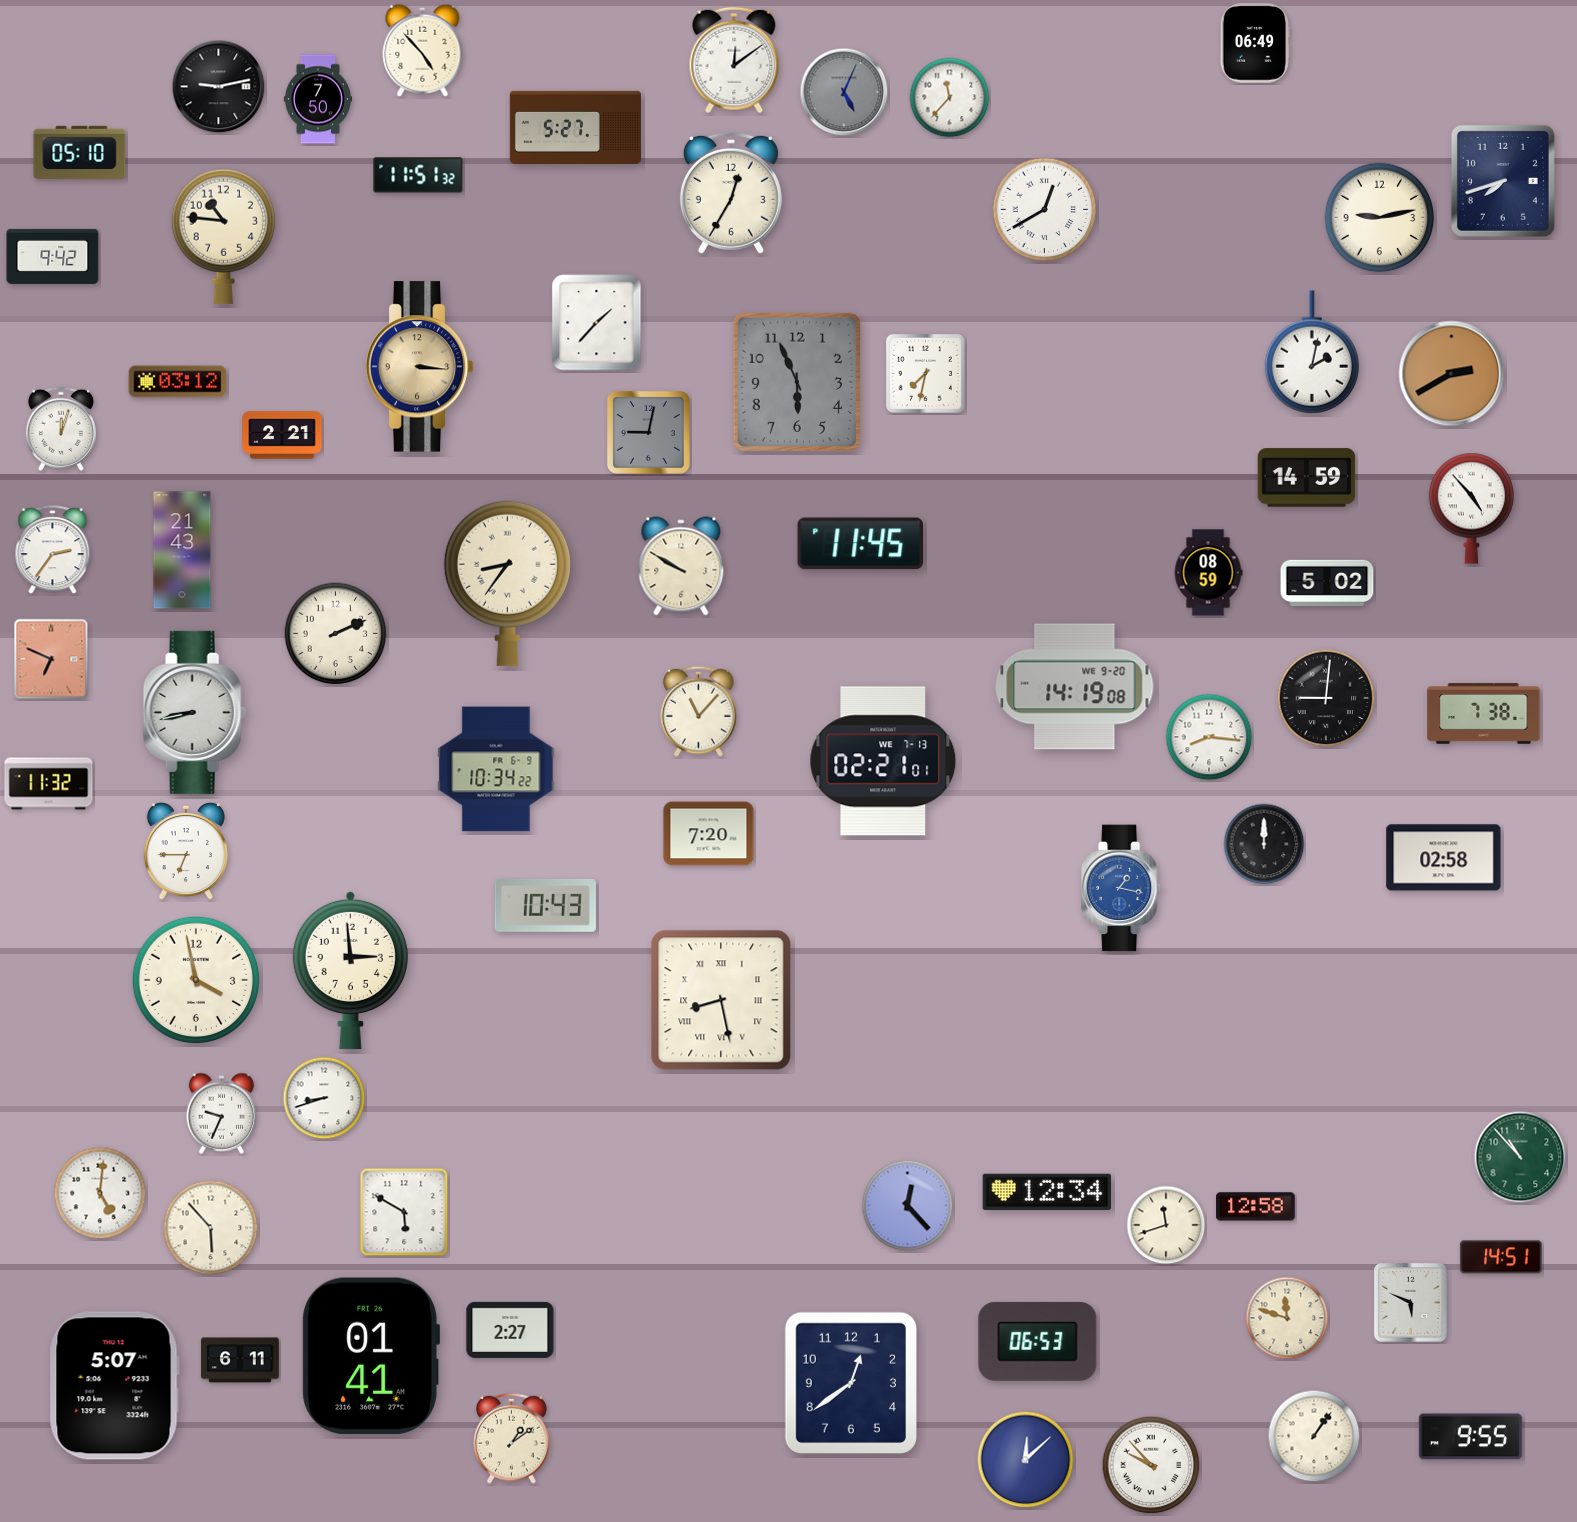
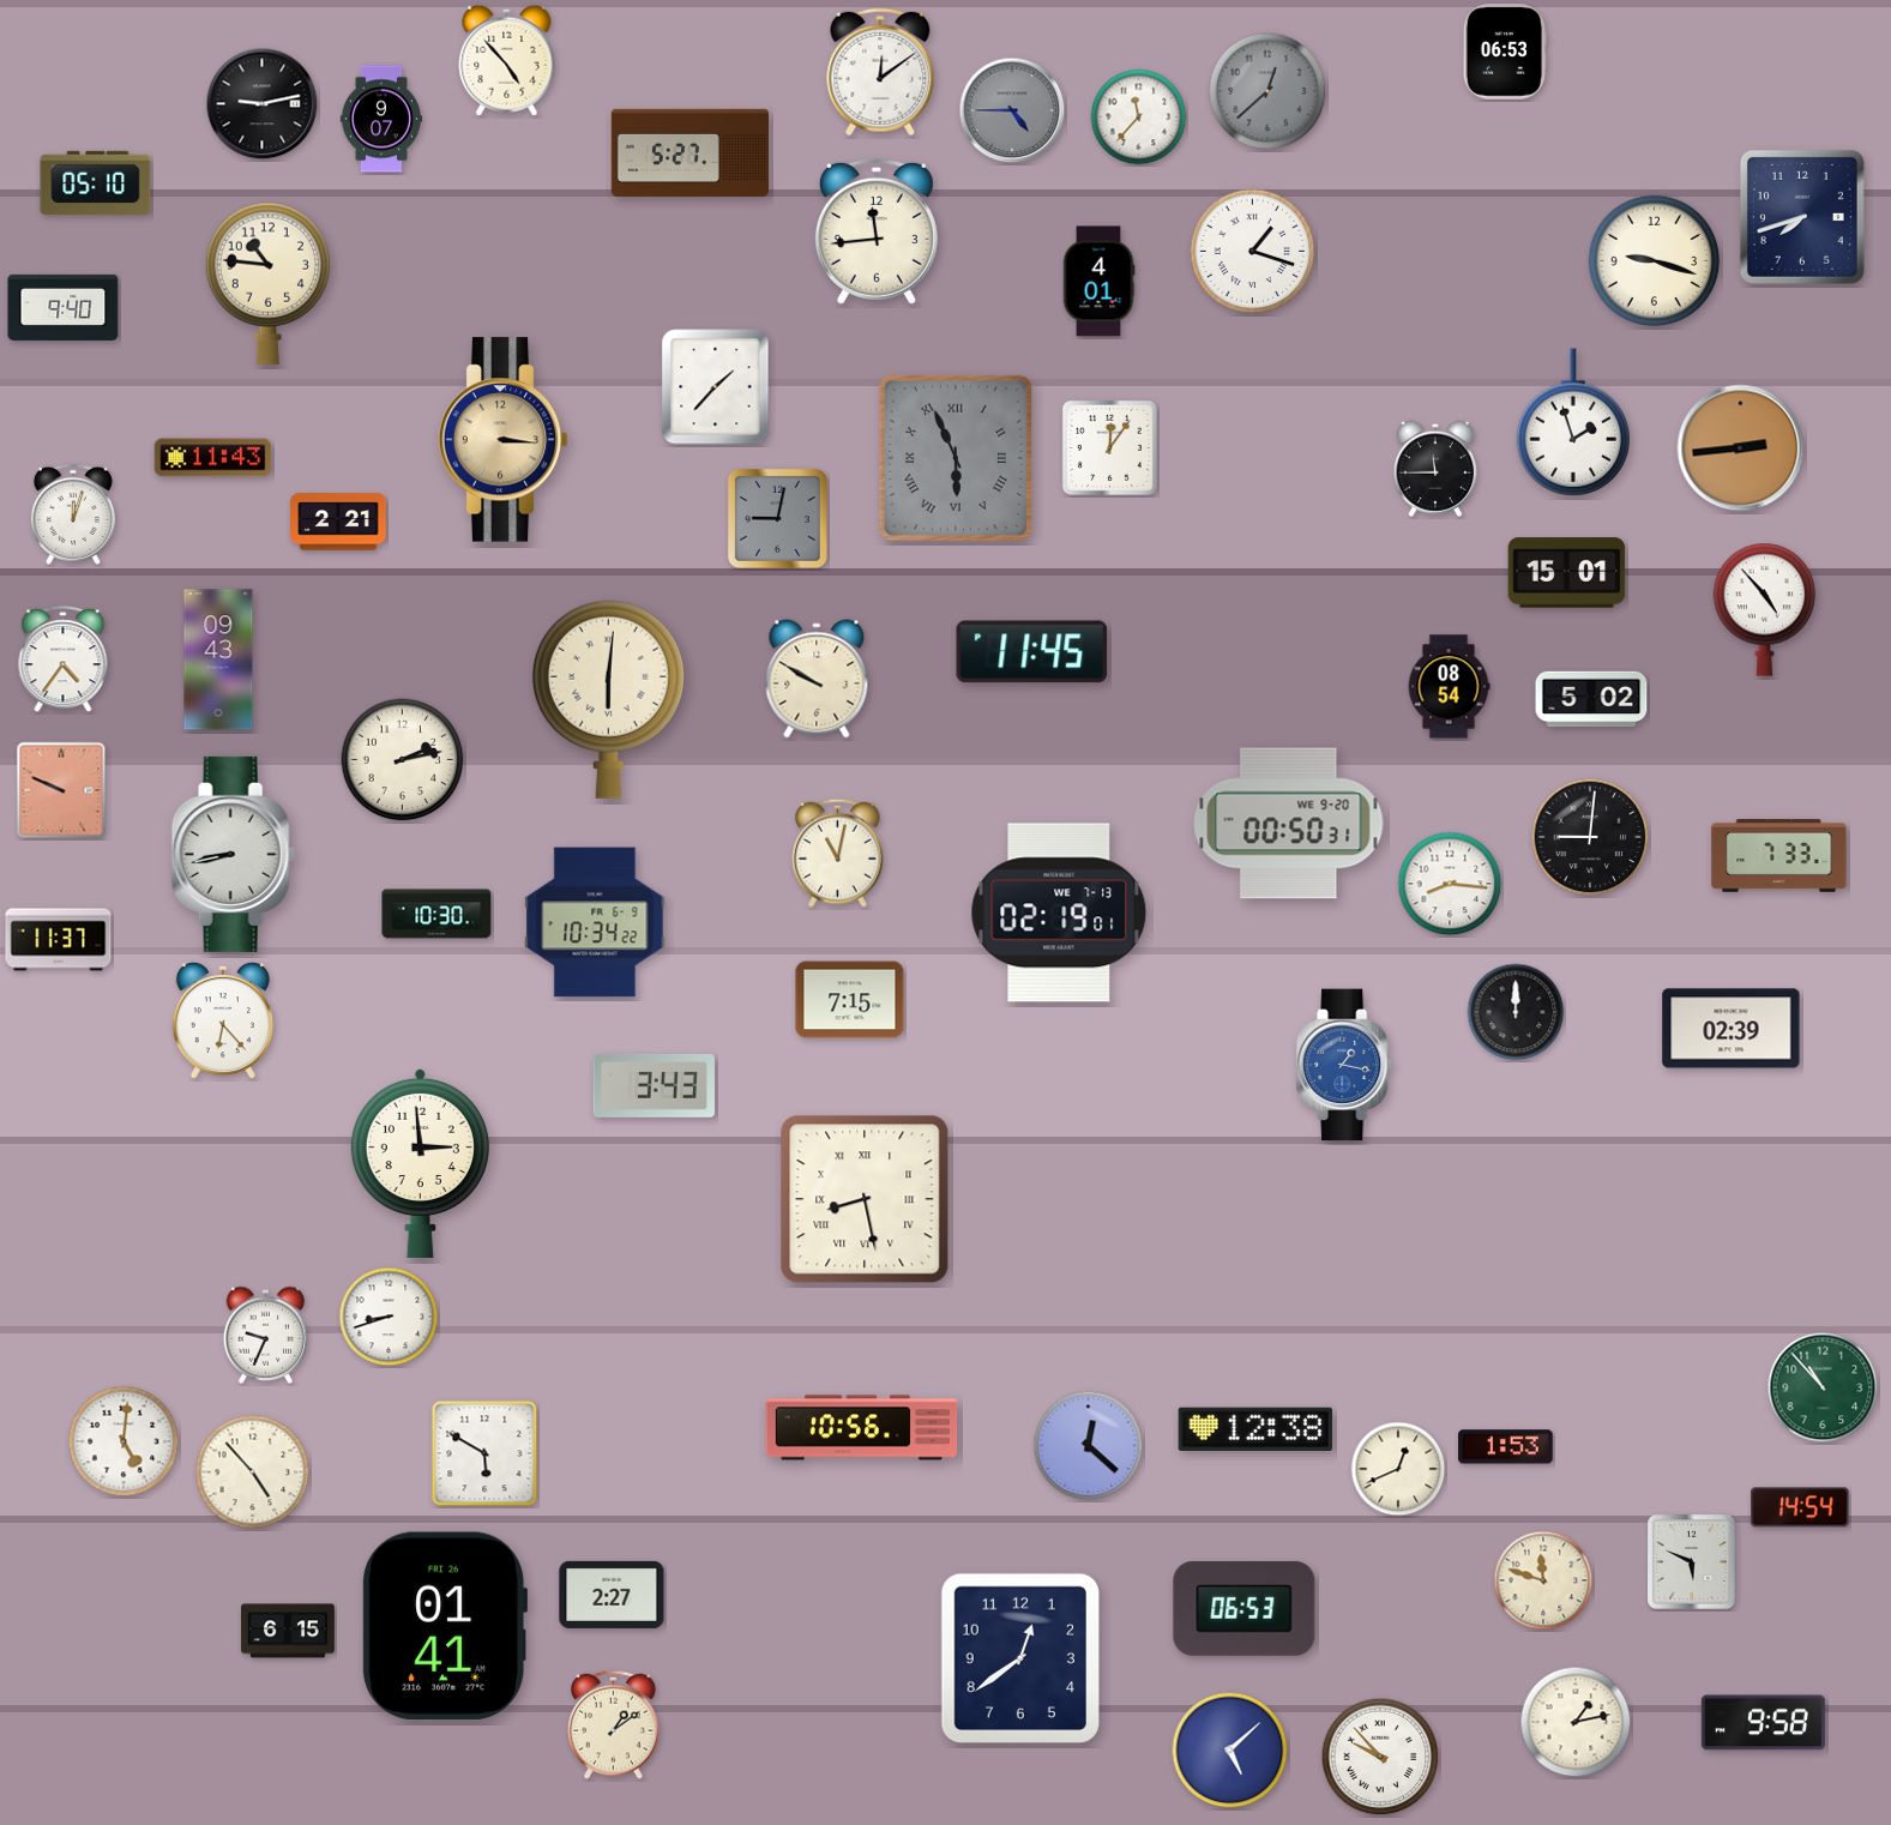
clock at (1255, 43): 06:49 -> 06:53
clock at (1267, 91): none -> 12:38
clock at (844, 92): 5:04 -> 4:45
clock at (318, 99): 7:50 -> 9:07
clock at (418, 175): 11:51 -> none
clock at (731, 193): 12:35 -> 11:44
clock at (1045, 210): 12:40 -> 1:18
clock at (1380, 218): 9:13 -> 9:18
clock at (1098, 282): none -> 4:01
clock at (53, 256): 9:42 -> 9:40
clock at (1311, 352): 2:02 -> 1:57
clock at (925, 373): 7:32 -> 12:06
clock at (1452, 374): 2:40 -> 2:44
clock at (178, 382): 03:12 -> 11:43
clock at (797, 382) numerals: Arabic -> Roman
clock at (1434, 469): none -> 11:45
clock at (1307, 478): 14:59 -> 15:01
clock at (53, 550): 2:36 -> 4:36
clock at (182, 550): 21:43 -> 09:43
clock at (1208, 573): 08:59 -> 08:54
clock at (507, 583): 8:36 -> 6:01
clock at (336, 634): 2:11 -> 2:13
clock at (51, 659): 6:49 -> 9:49
clock at (1075, 687): 14:19 -> 00:50
clock at (699, 711): 11:07 -> 11:02
clock at (1484, 714): 7:38 -> 7:33
clock at (883, 761): 02:21 -> 02:19
clock at (436, 914): none -> 10:30
clock at (49, 784): 11:32 -> 11:37
clock at (709, 834): 7:20 -> 7:15
clock at (185, 851): 6:45 -> 6:23
clock at (1444, 858): 02:58 -> 02:39
clock at (545, 906): 10:43 -> 3:43
clock at (196, 980): 3:58 -> none
clock at (862, 1428): none -> 10:56
clock at (1047, 1192): 12:34 -> 12:38
clock at (100, 1193) position: (100, 1193) -> (124, 1441)
clock at (908, 1206): 12:23 -> 12:22
clock at (1256, 1207): 12:58 -> 1:53
clock at (1166, 1225): 11:42 -> 12:41
clock at (211, 1228): 5:53 -> 4:53
clock at (1501, 1257): 14:51 -> 14:54
clock at (240, 1360): 6:11 -> 6:15
clock at (114, 1386): 5:07 -> none
clock at (1314, 1436): 1:06 -> 1:13
clock at (1470, 1437): 9:55 -> 9:58
clock at (1026, 1460): 12:08 -> 5:08
